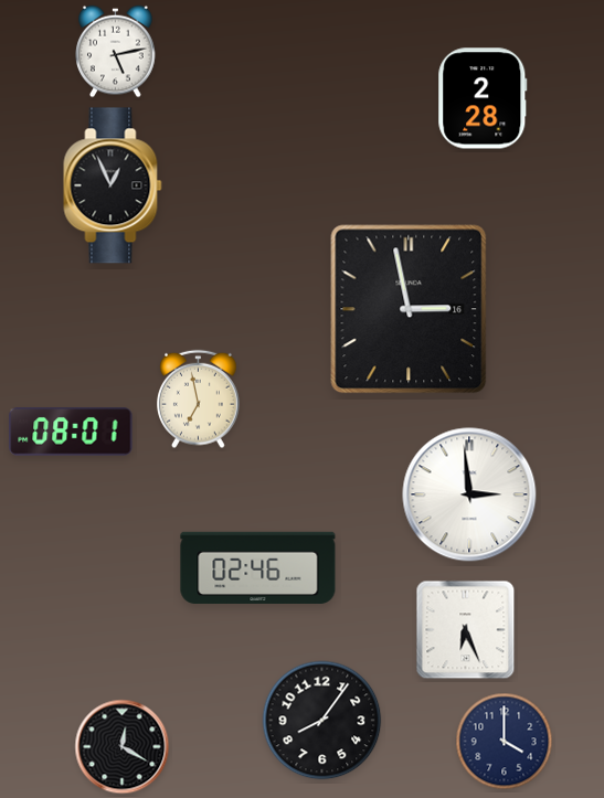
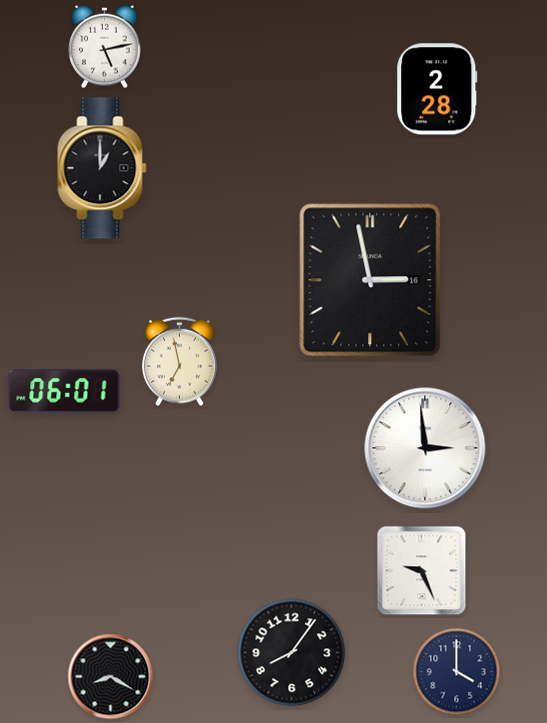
clock at (113, 185): 12:56 -> 1:00
clock at (71, 432): 08:01 -> 06:01
clock at (258, 567): 02:46 -> none
clock at (466, 630): 6:26 -> 9:26
clock at (123, 747): 12:20 -> 8:20
